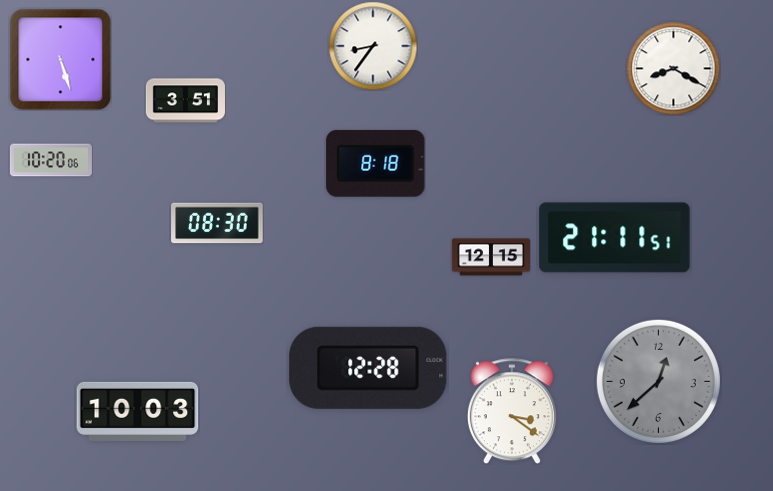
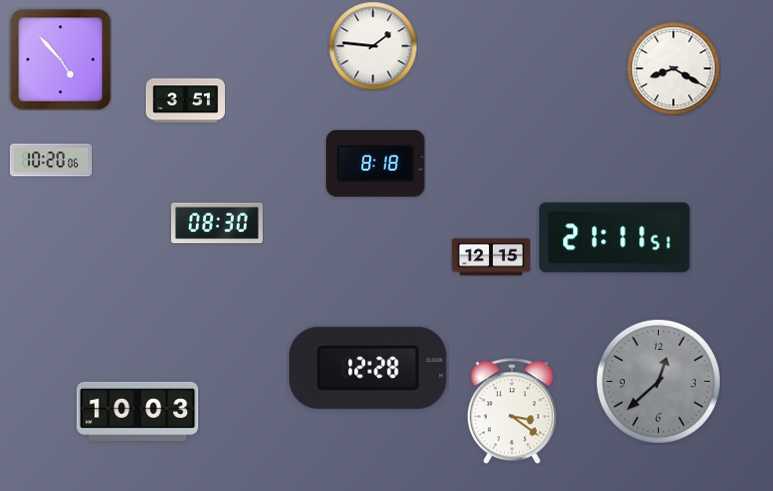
clock at (373, 46): 8:36 -> 1:46
clock at (60, 59): 5:27 -> 4:53
